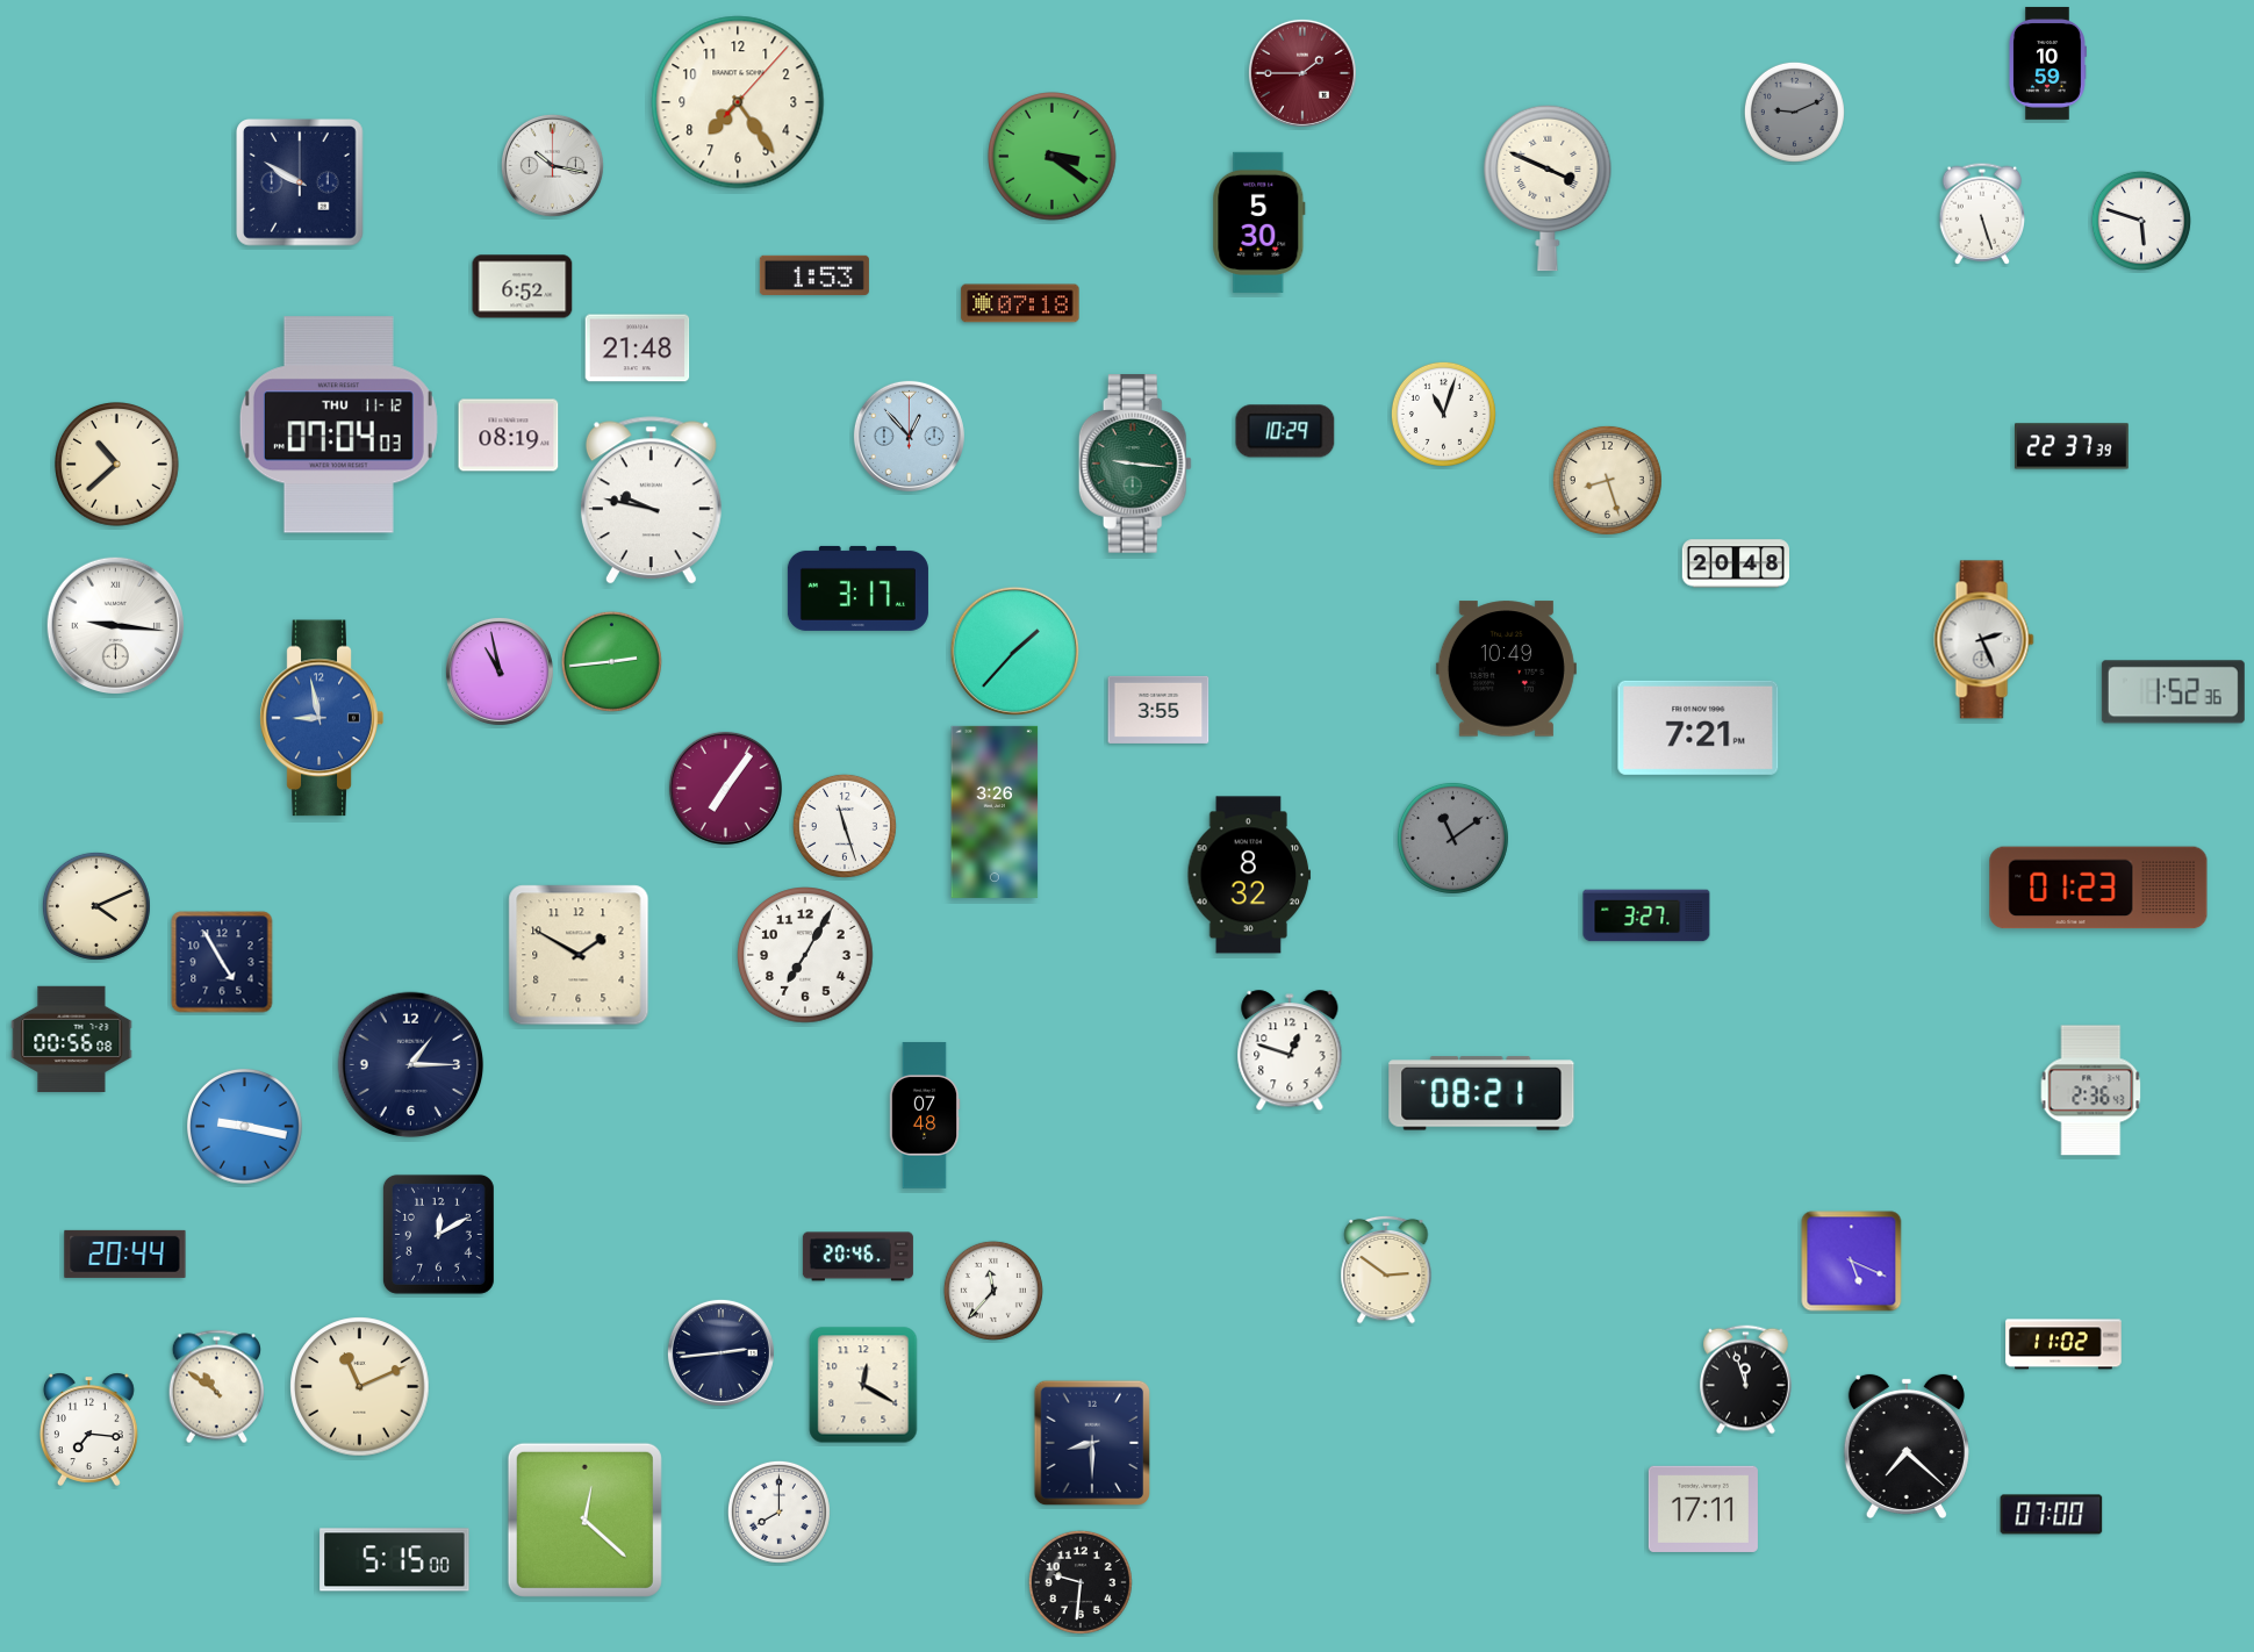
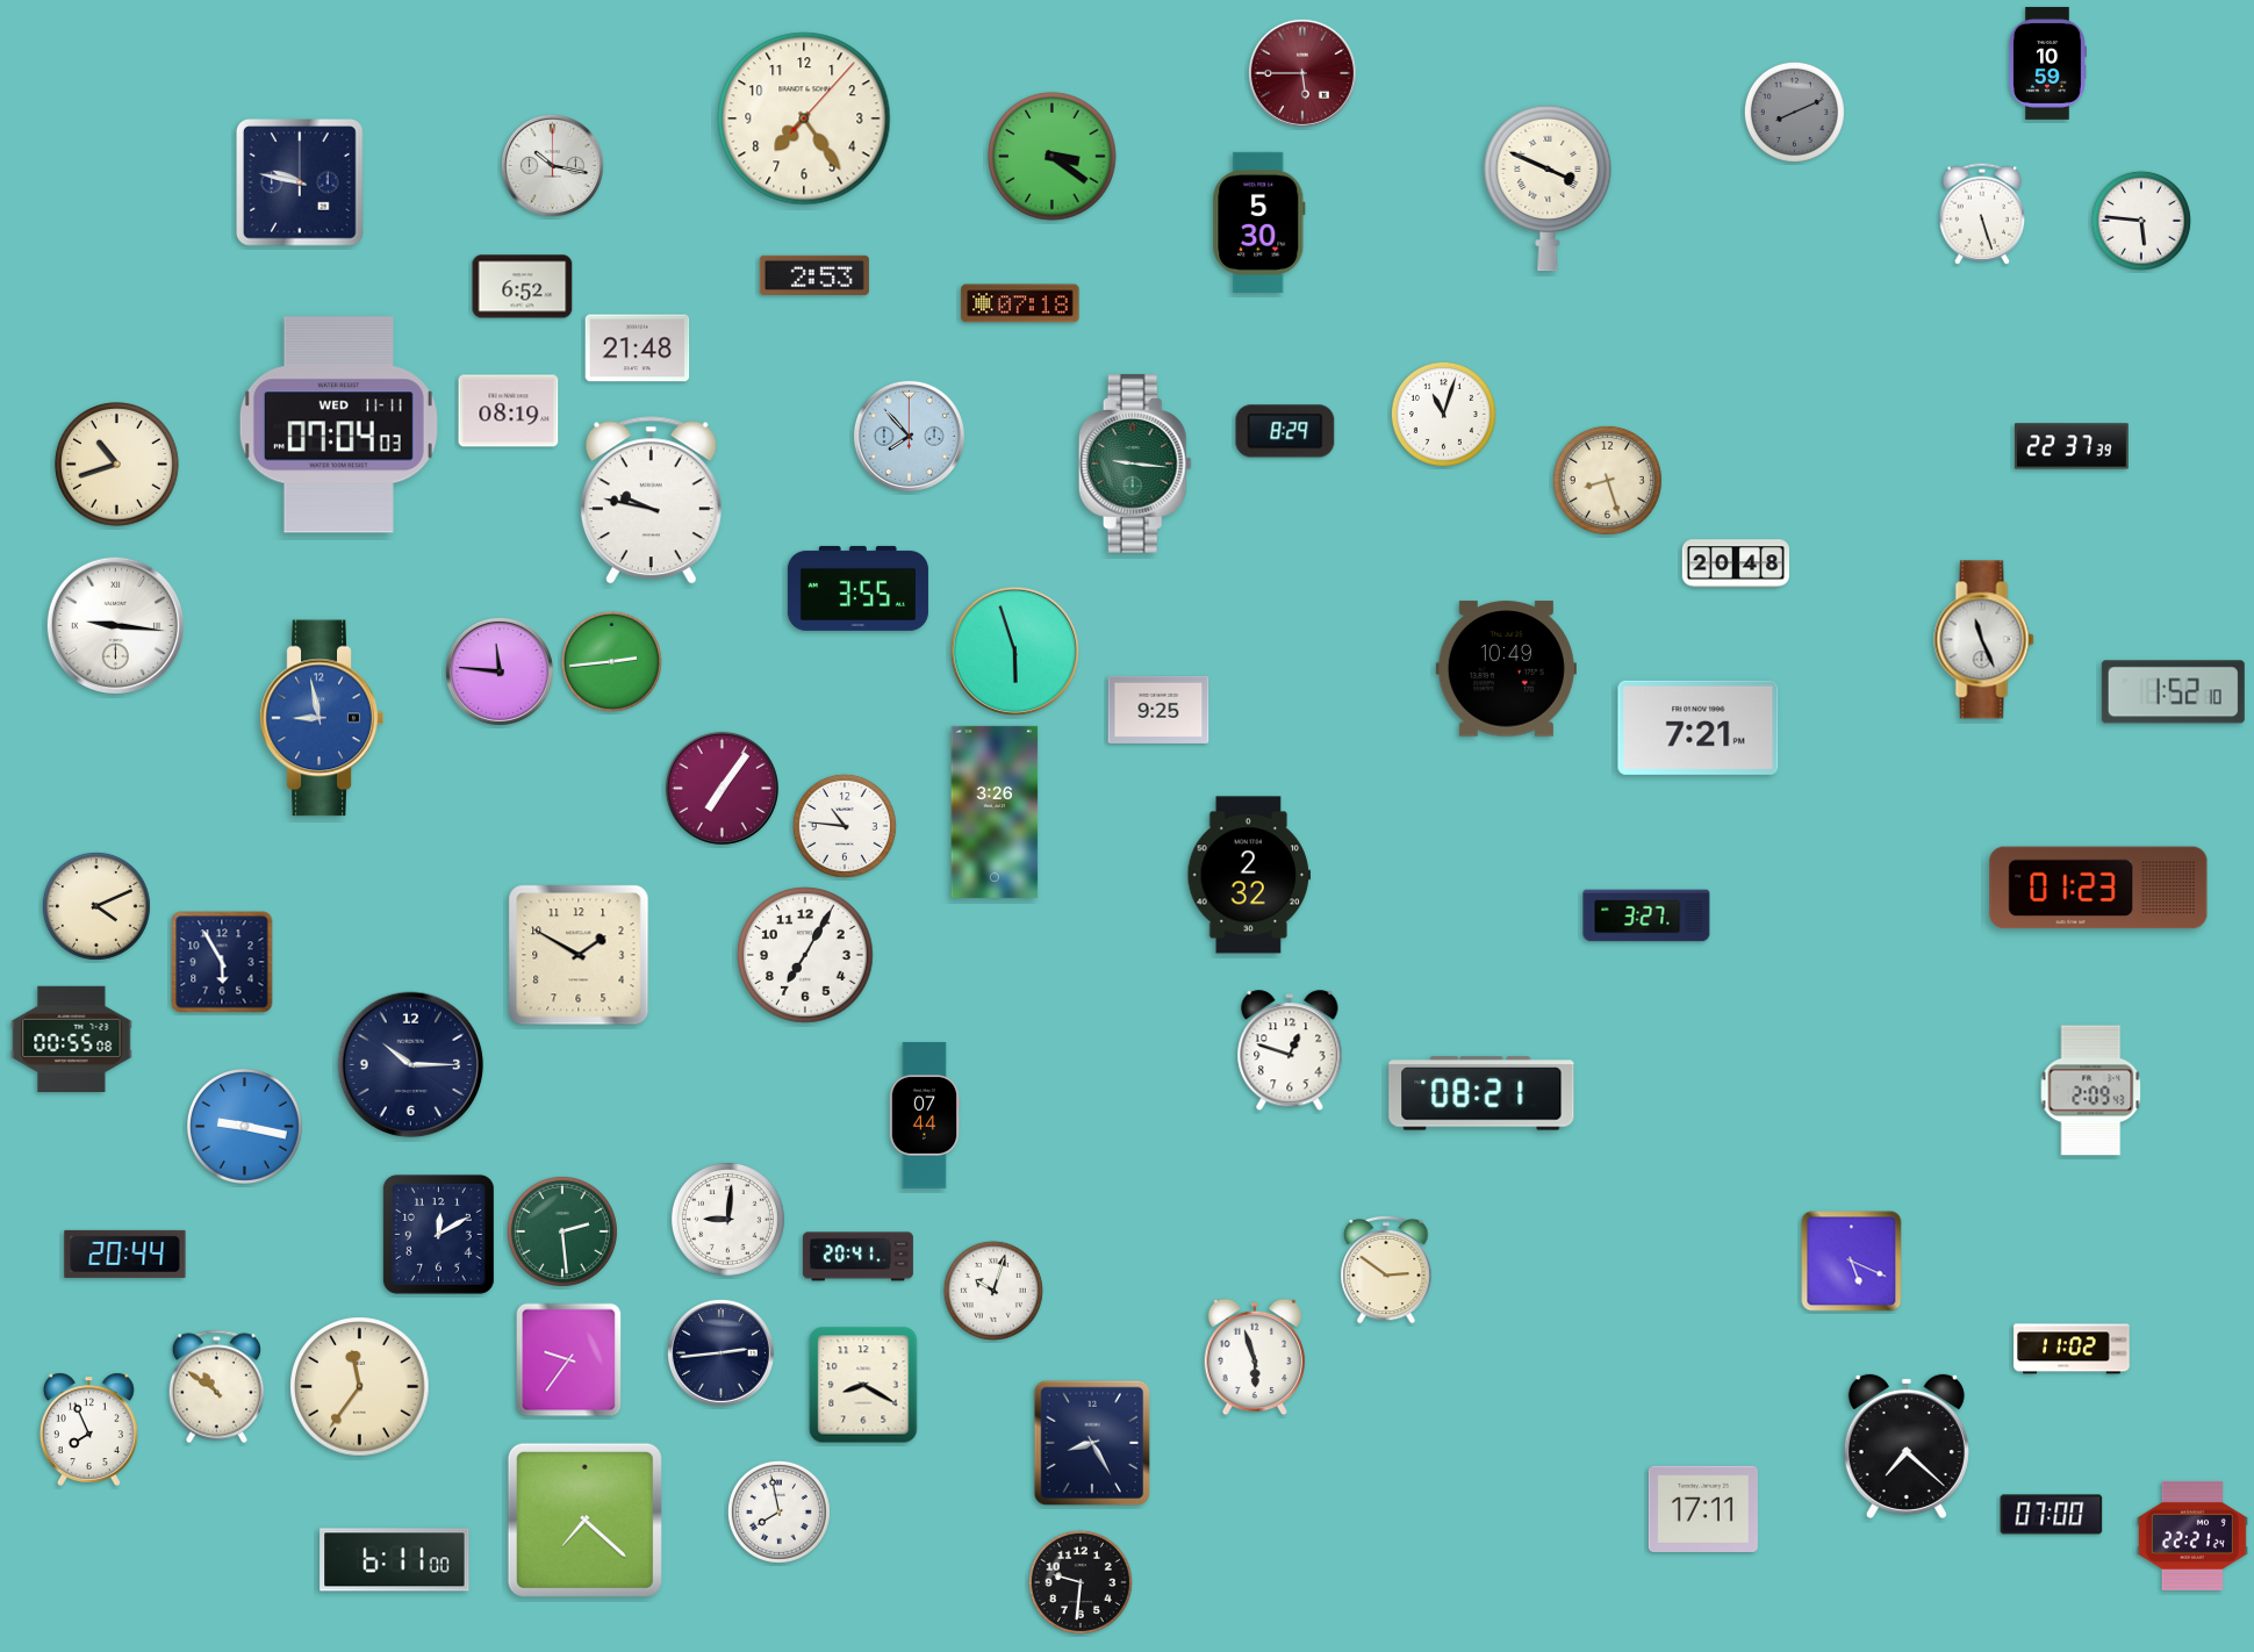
clock at (1302, 73): 1:45 -> 5:45
clock at (738, 102) position: (738, 102) -> (804, 118)
clock at (1794, 112): 9:11 -> 8:11
clock at (301, 184): 9:50 -> 9:47
clock at (2141, 221): 5:48 -> 5:46
clock at (814, 275): 1:53 -> 2:53
clock at (338, 425) date: THU 11-12 -> WED 11-11
clock at (1285, 431): 10:29 -> 8:29
clock at (509, 436) position: (509, 436) -> (509, 411)
clock at (909, 436): 12:53 -> 7:53
clock at (117, 465): 10:38 -> 10:42
clock at (857, 588): 3:17 -> 3:55
clock at (1984, 640): 2:26 -> 11:26
clock at (1014, 651): 1:37 -> 5:57
clock at (500, 671): 10:58 -> 11:46
clock at (2173, 692): 1:52:36 -> 1:52:10
clock at (1158, 710): 3:55 -> 9:25
clock at (725, 788) position: (725, 788) -> (722, 788)
clock at (845, 826): 11:27 -> 10:46
clock at (1452, 838): 11:09 -> none
clock at (1249, 875): 8:32 -> 2:32
clock at (222, 962): 4:55 -> 5:55
clock at (72, 1039): 00:56 -> 00:55
clock at (411, 1065): 1:15 -> 10:15
clock at (2091, 1091): 2:36 -> 2:09
clock at (925, 1115): 07:48 -> 07:44
clock at (727, 1219): none -> 9:01
clock at (562, 1231): none -> 2:29
clock at (857, 1257): 20:46 -> 20:41
clock at (993, 1291): 11:37 -> 10:03
clock at (2063, 1344) position: (2063, 1344) -> (2072, 1349)
clock at (1255, 1357): none -> 5:57
clock at (569, 1360): none -> 9:36
clock at (1746, 1380): 11:57 -> none
clock at (863, 1385): 12:20 -> 8:20
clock at (360, 1387): 11:11 -> 11:36
clock at (88, 1429): 7:16 -> 7:56
clock at (1092, 1443): 8:30 -> 8:25
clock at (778, 1511): 8:00 -> 7:58
clock at (584, 1520): 12:22 -> 7:22
clock at (2192, 1536): none -> 22:21
clock at (395, 1560): 5:15 -> 6:11
